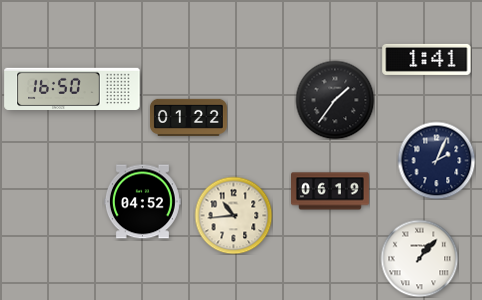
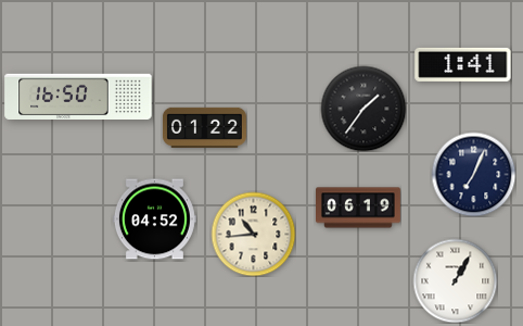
clock at (436, 160): 2:04 -> 7:04
clock at (419, 258): 1:07 -> 1:05
